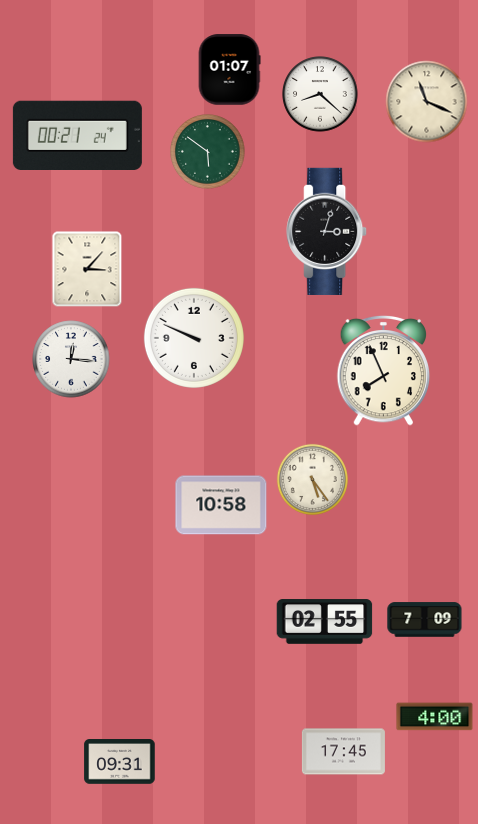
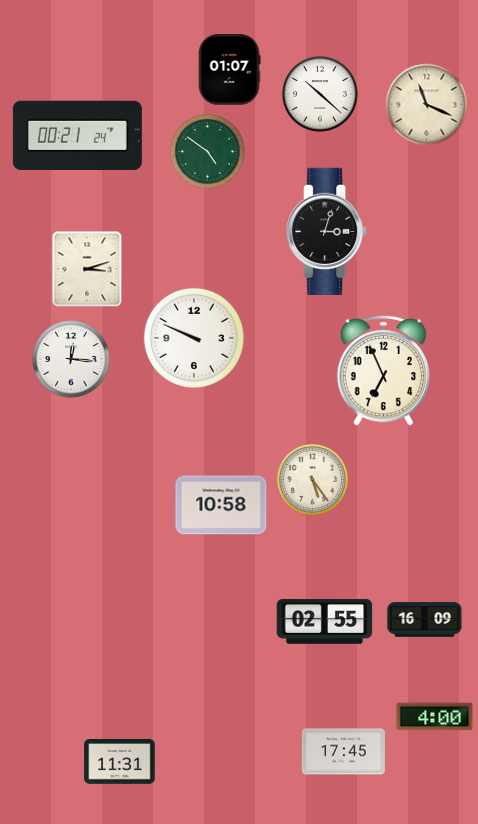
clock at (320, 94): 8:22 -> 10:22
clock at (427, 102) position: (427, 102) -> (427, 105)
clock at (208, 152): 5:51 -> 4:51
clock at (87, 269): 3:07 -> 3:12
clock at (384, 370): 7:56 -> 6:56
clock at (425, 620): 7:09 -> 16:09
clock at (120, 762): 09:31 -> 11:31
